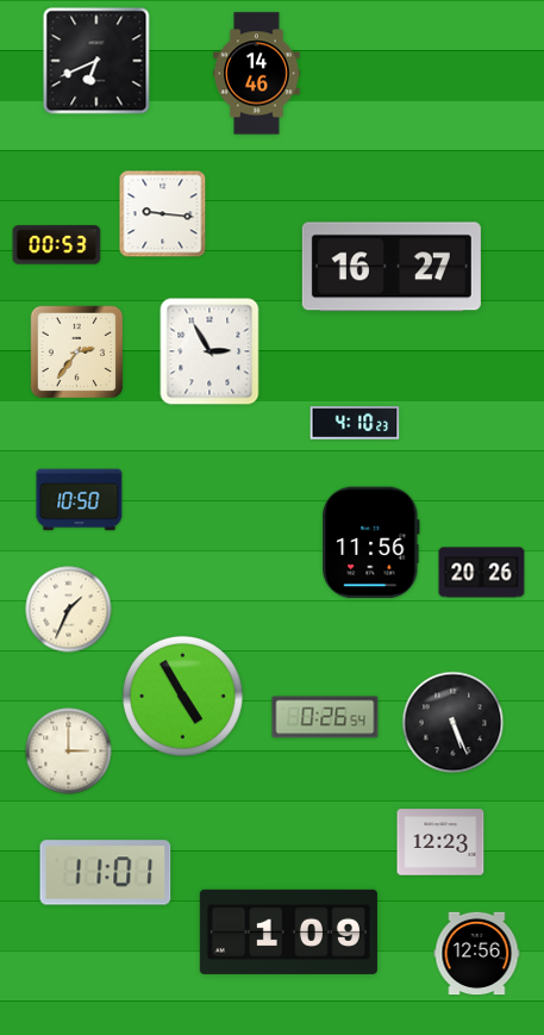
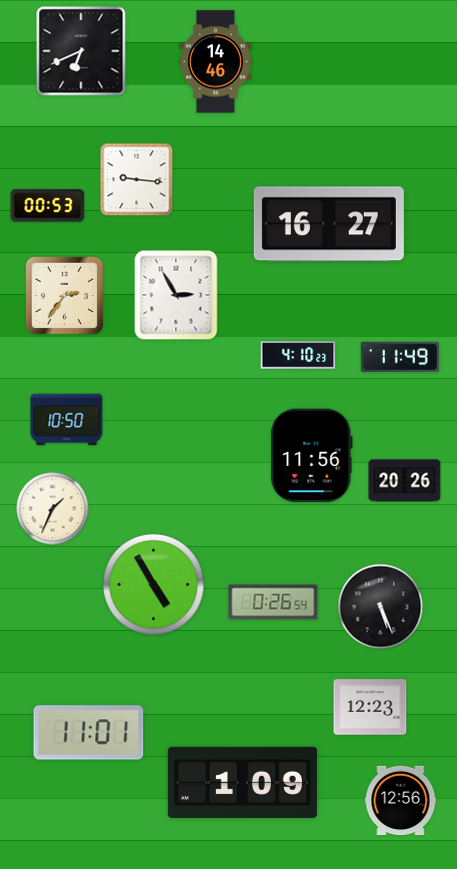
clock at (399, 357): none -> 11:49
clock at (69, 610) position: (69, 610) -> (53, 509)
clock at (69, 752): 3:00 -> none
